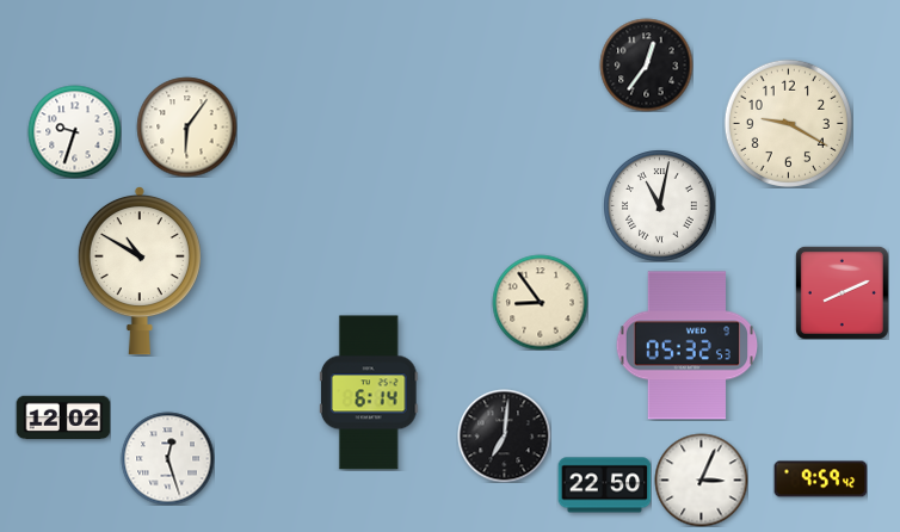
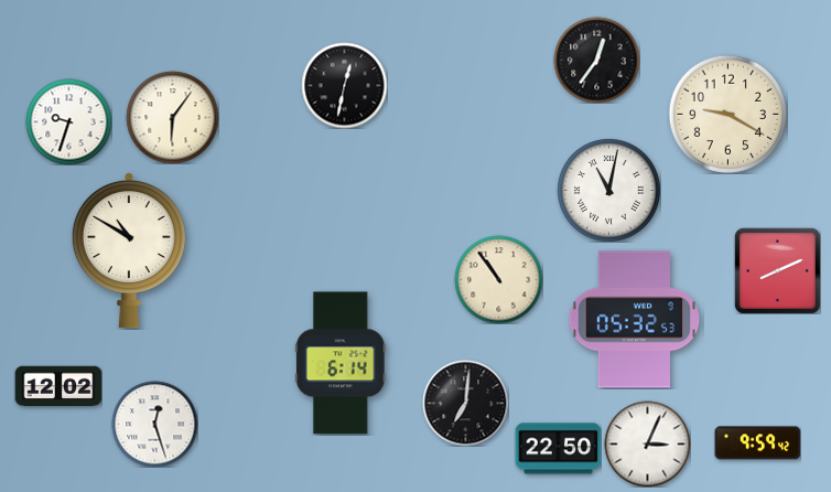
clock at (344, 85): none -> 12:32
clock at (540, 302): 8:54 -> 10:54
